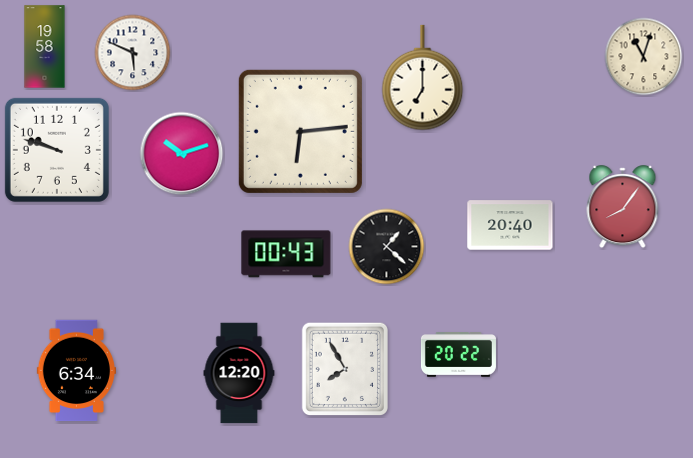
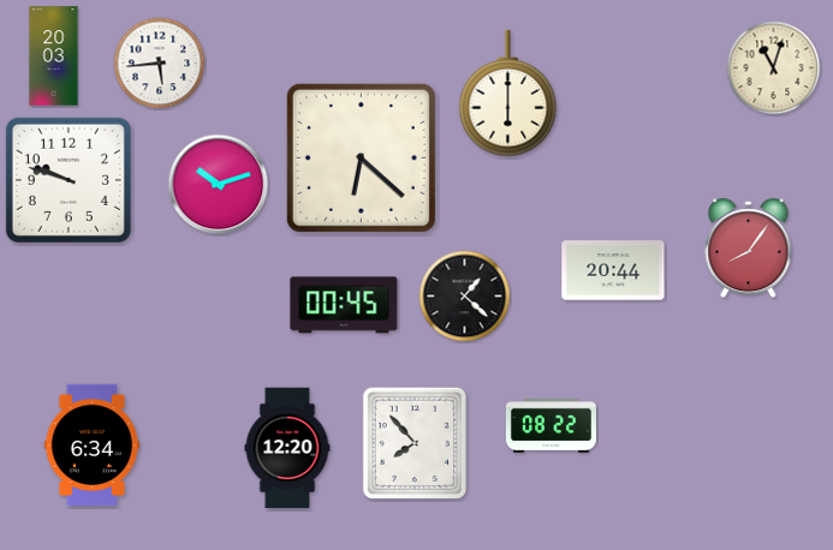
clock at (45, 47): 19:58 -> 20:03
clock at (133, 53): 5:49 -> 5:44
clock at (423, 78): 7:00 -> 6:00
clock at (300, 131): 6:14 -> 6:22
clock at (510, 225): 20:40 -> 20:44
clock at (286, 254): 00:43 -> 00:45
clock at (458, 355): 20:22 -> 08:22
clock at (345, 368): 7:55 -> 7:53
